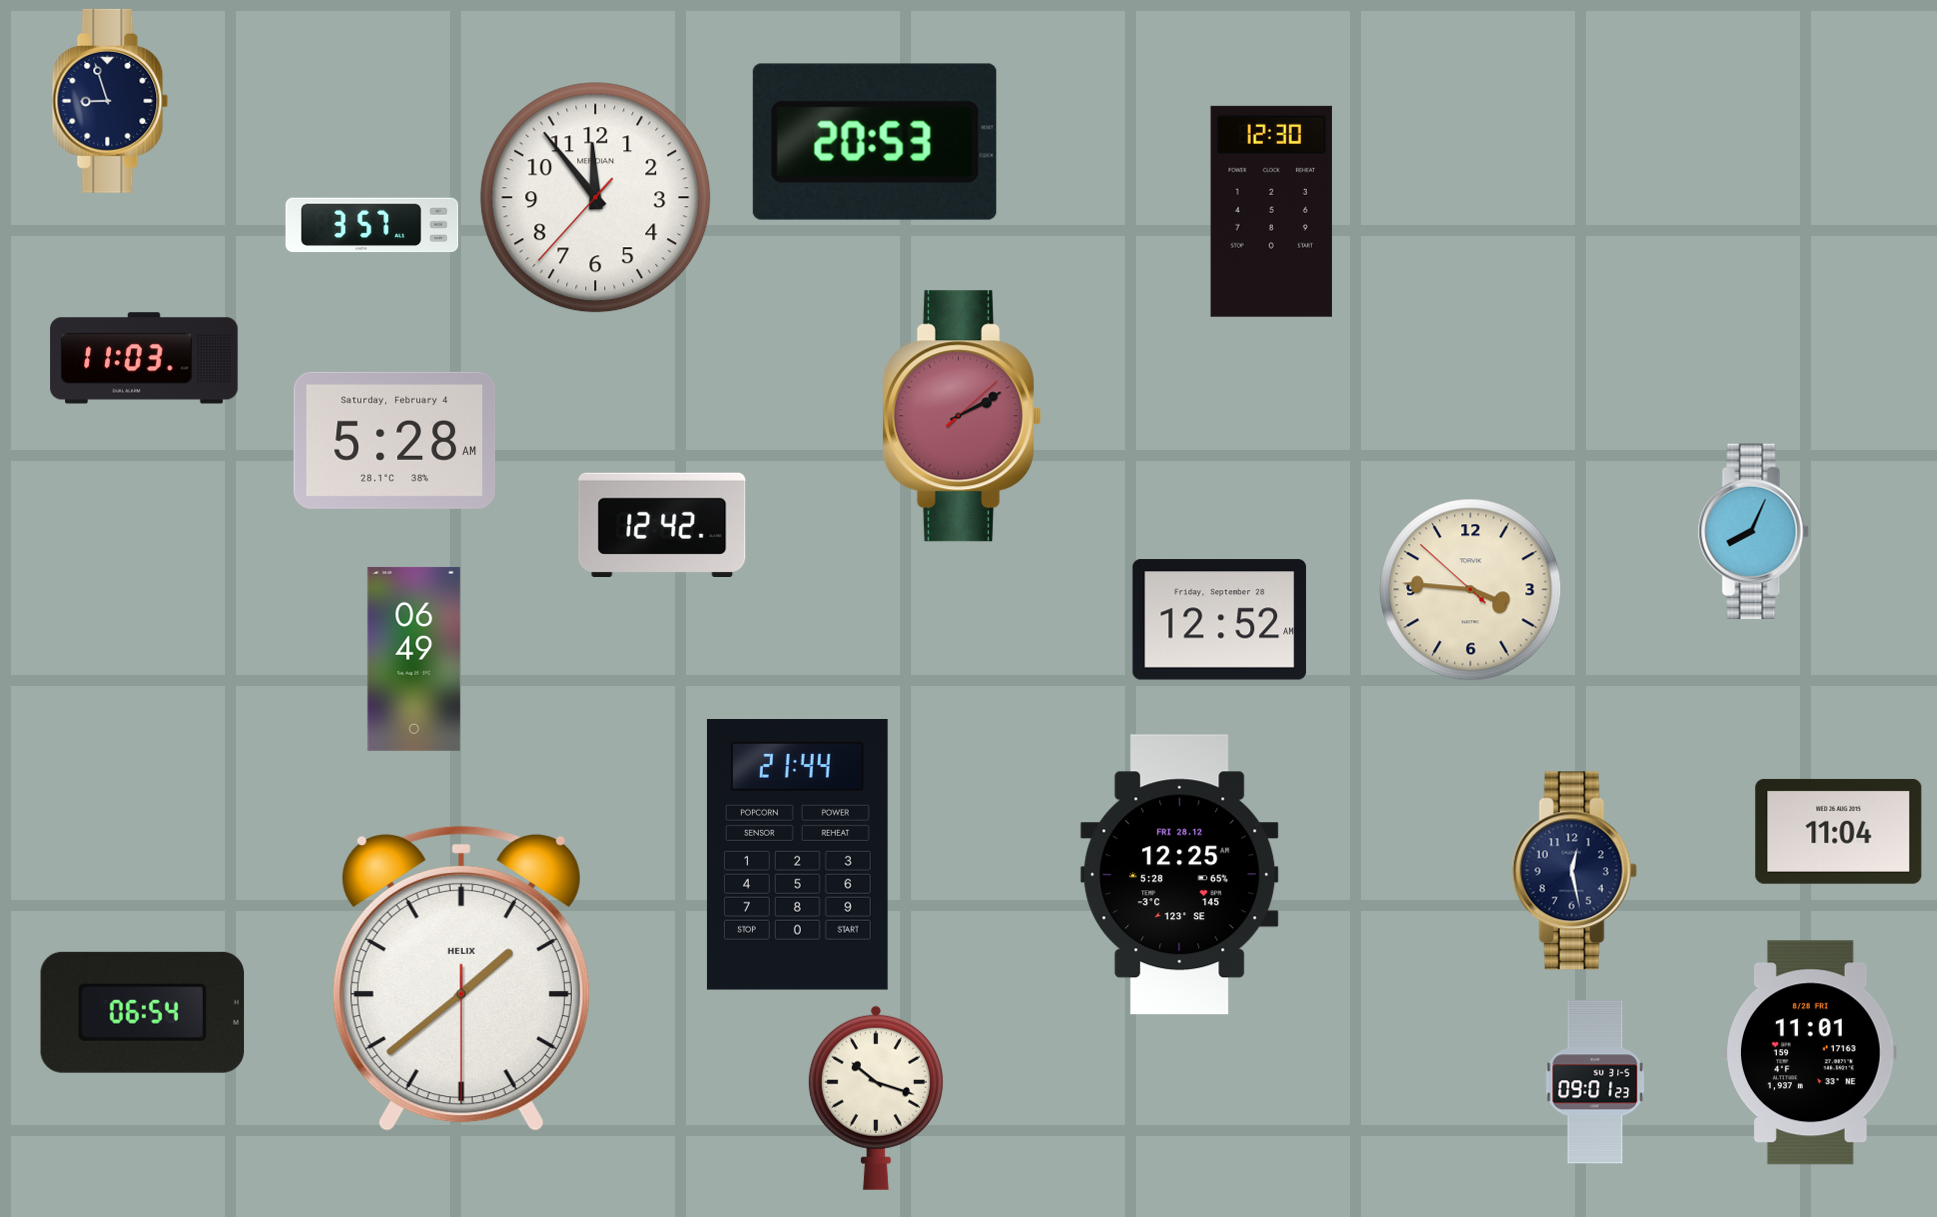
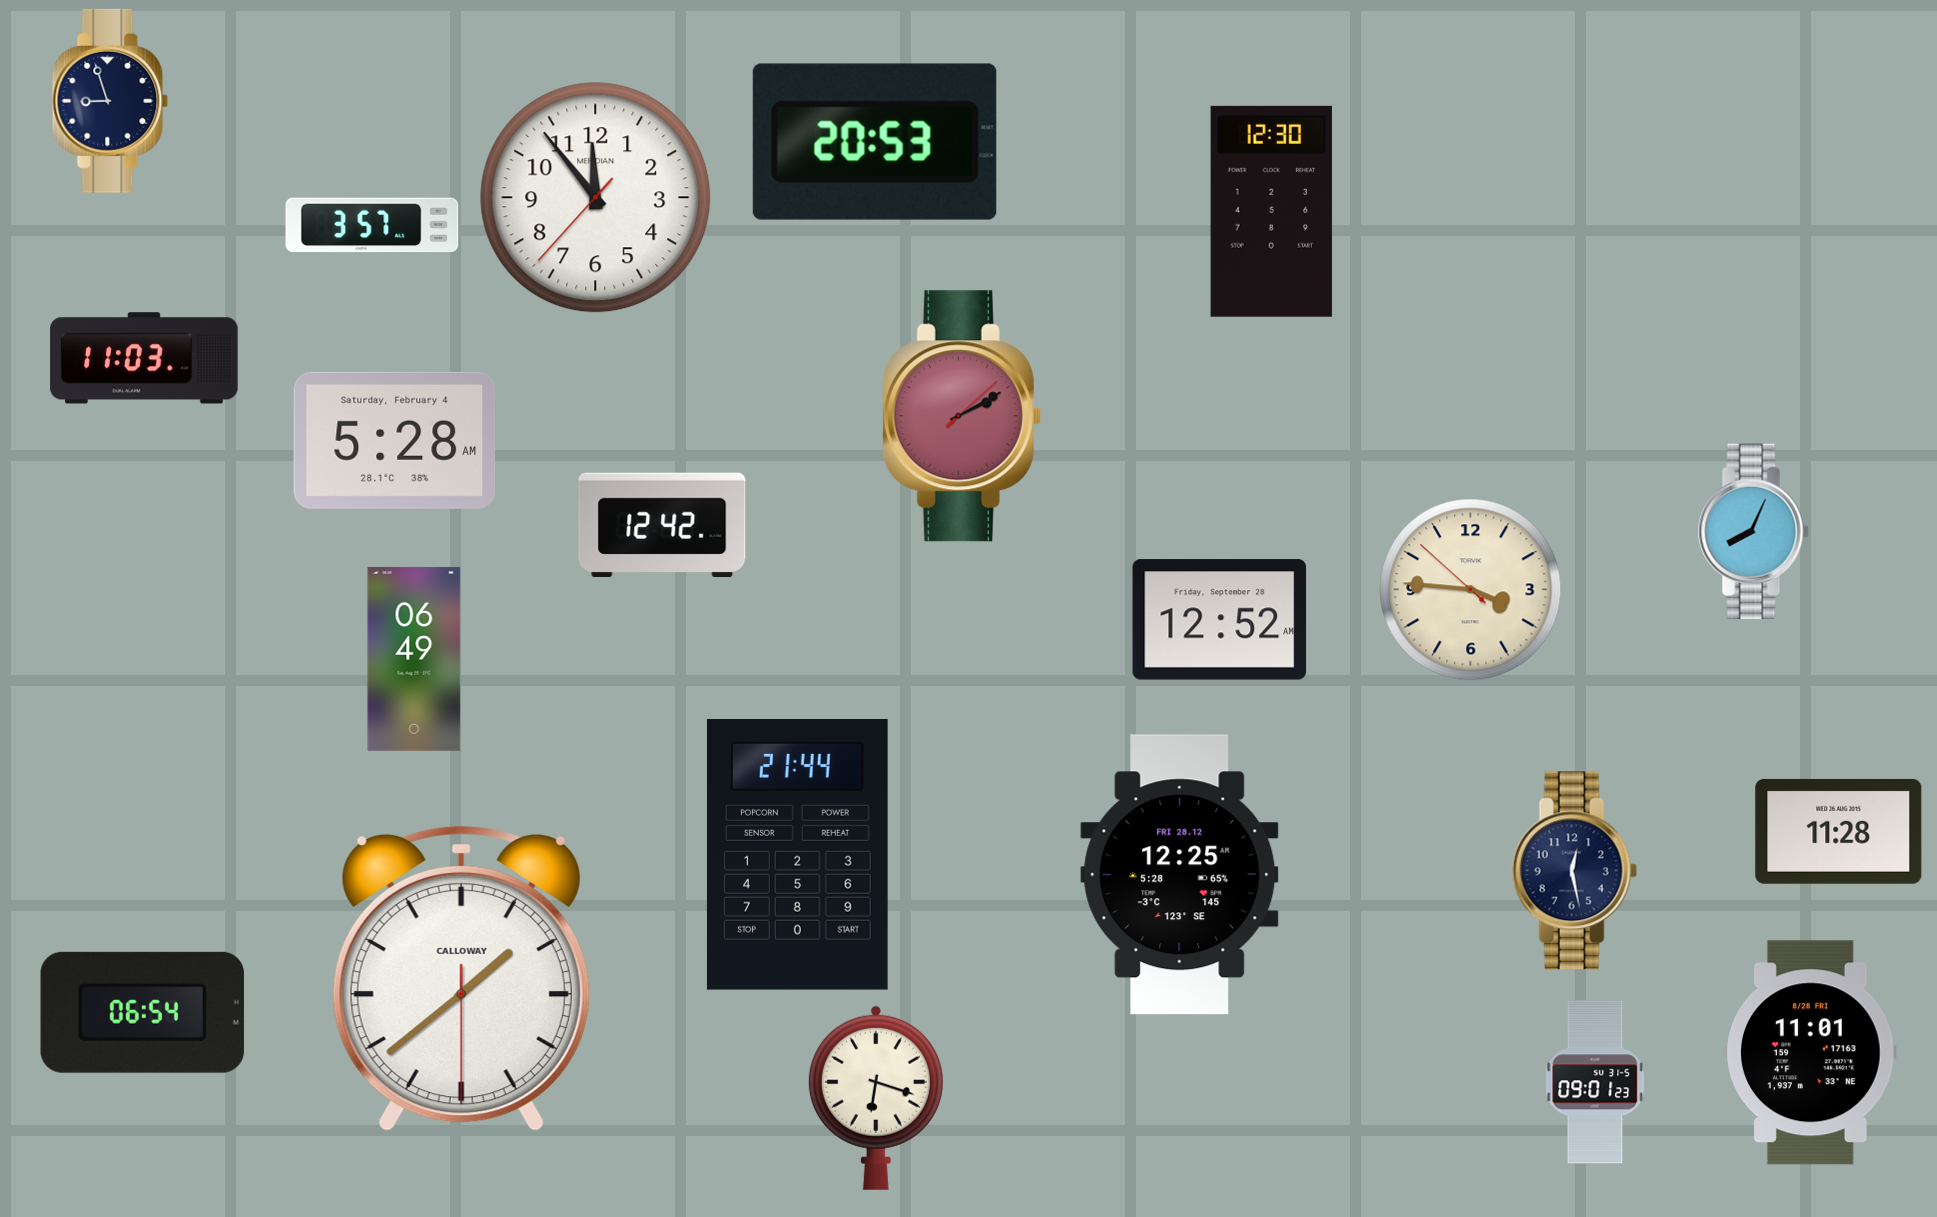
clock at (1839, 831): 11:04 -> 11:28
clock at (461, 978) brand: HELIX -> CALLOWAY
clock at (876, 1098): 10:18 -> 6:18
